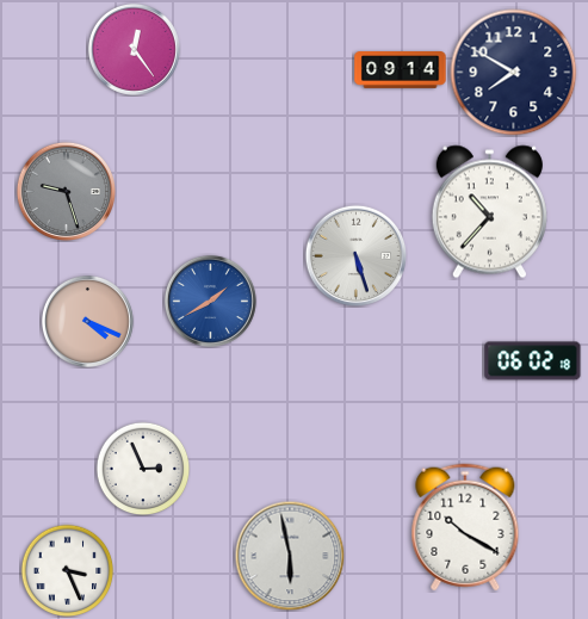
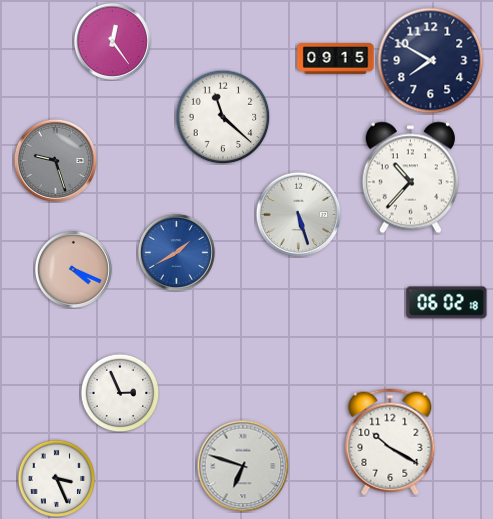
clock at (401, 70): 09:14 -> 09:15
clock at (223, 117): none -> 11:22
clock at (290, 556): 5:58 -> 6:48
